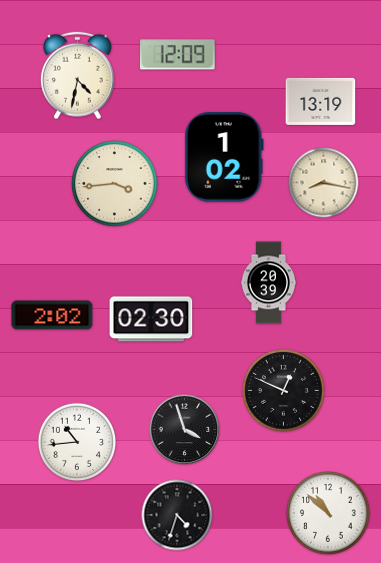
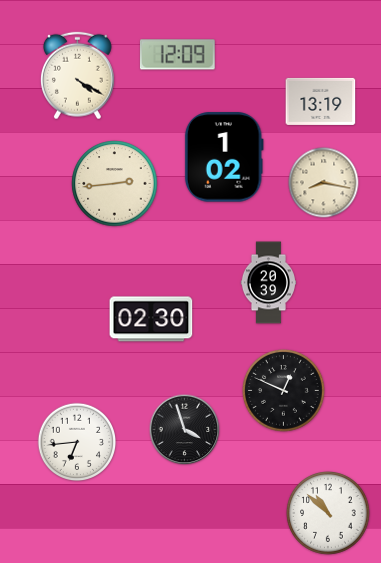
clock at (77, 76): 4:32 -> 4:20
clock at (115, 184): 3:44 -> 2:44
clock at (52, 315): 2:02 -> none
clock at (77, 442): 10:44 -> 6:44
clock at (177, 515): 4:33 -> none
